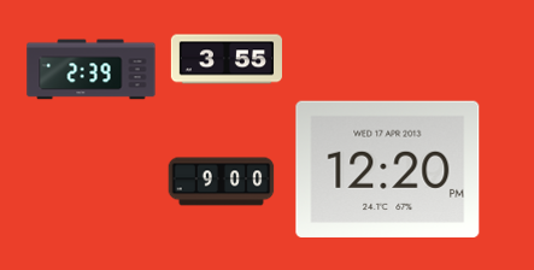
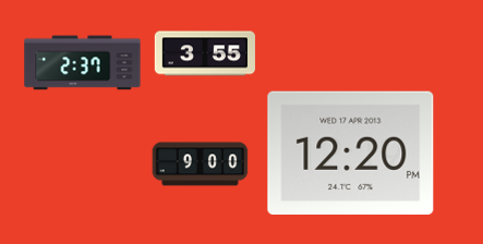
clock at (92, 70): 2:39 -> 2:37
